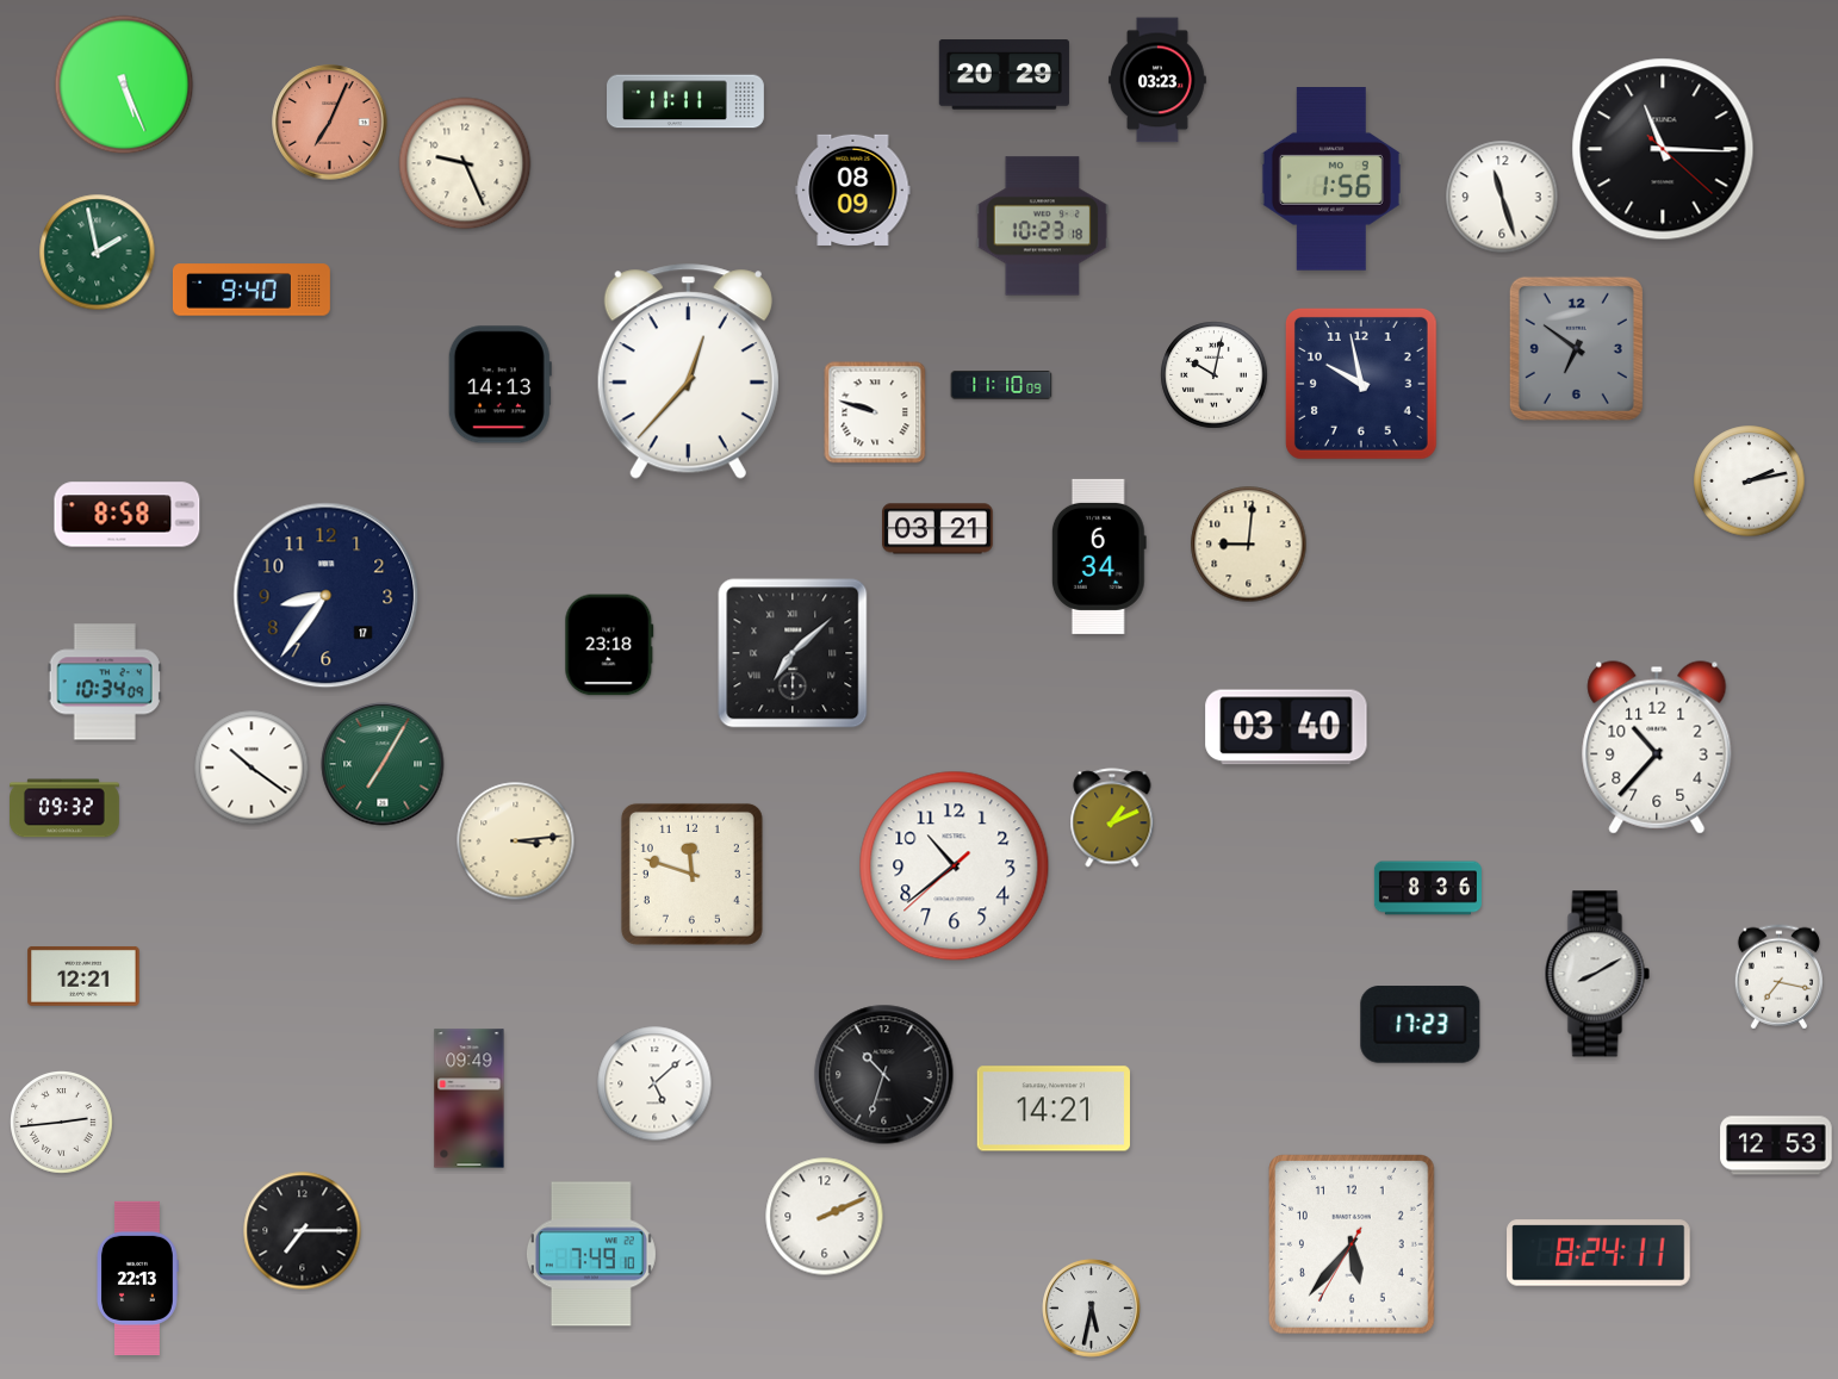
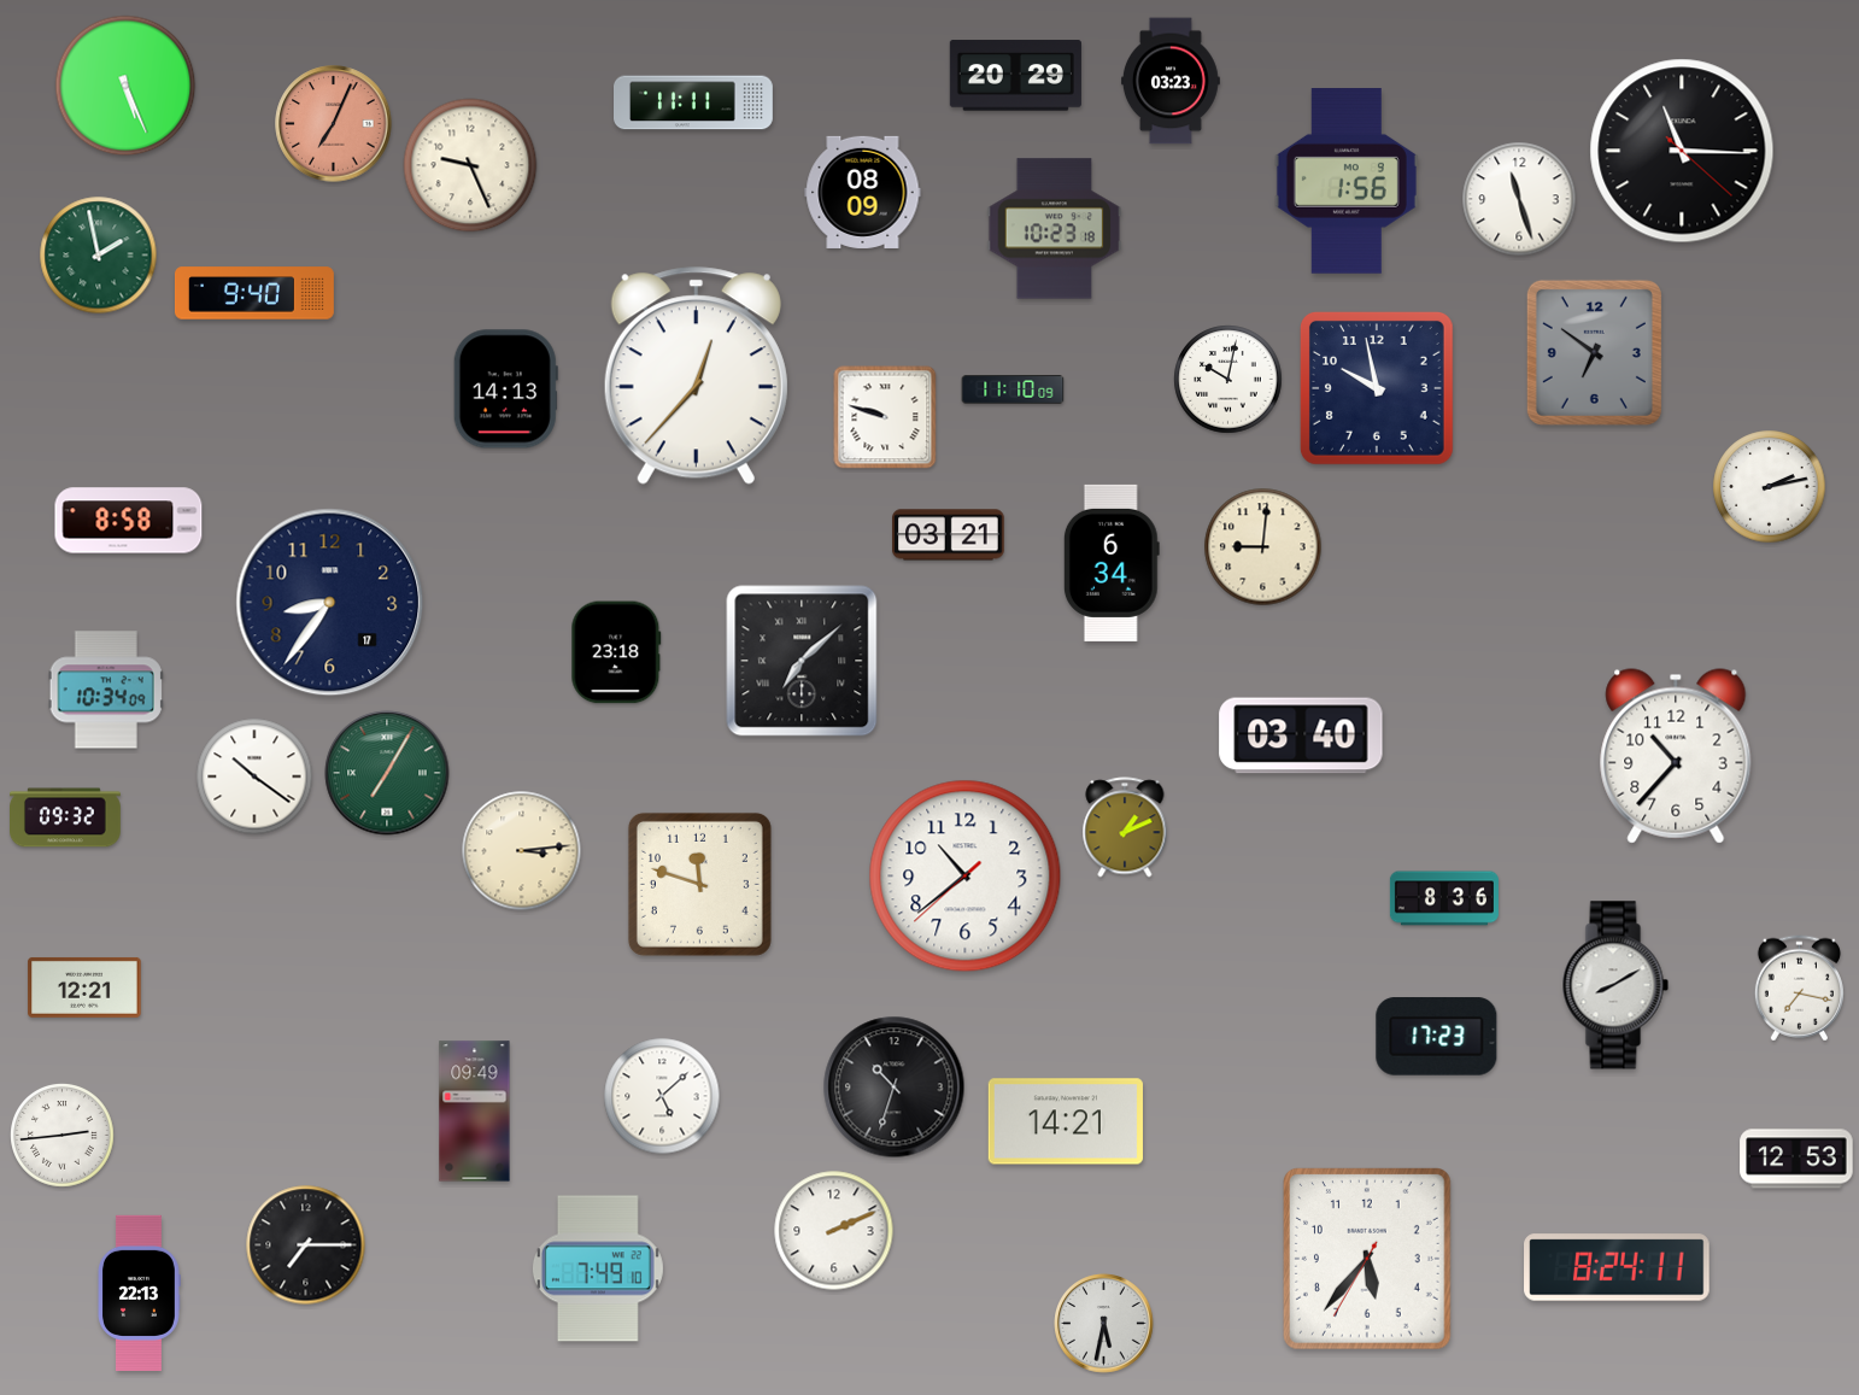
clock at (1249, 545) position: (1249, 545) -> (1263, 547)
